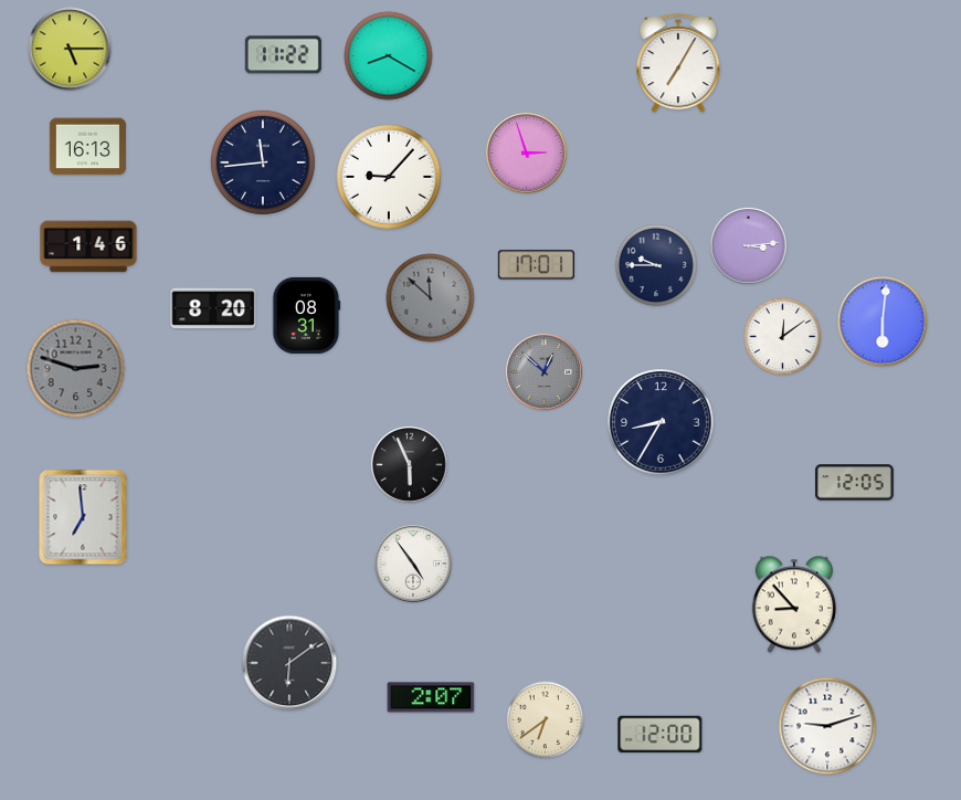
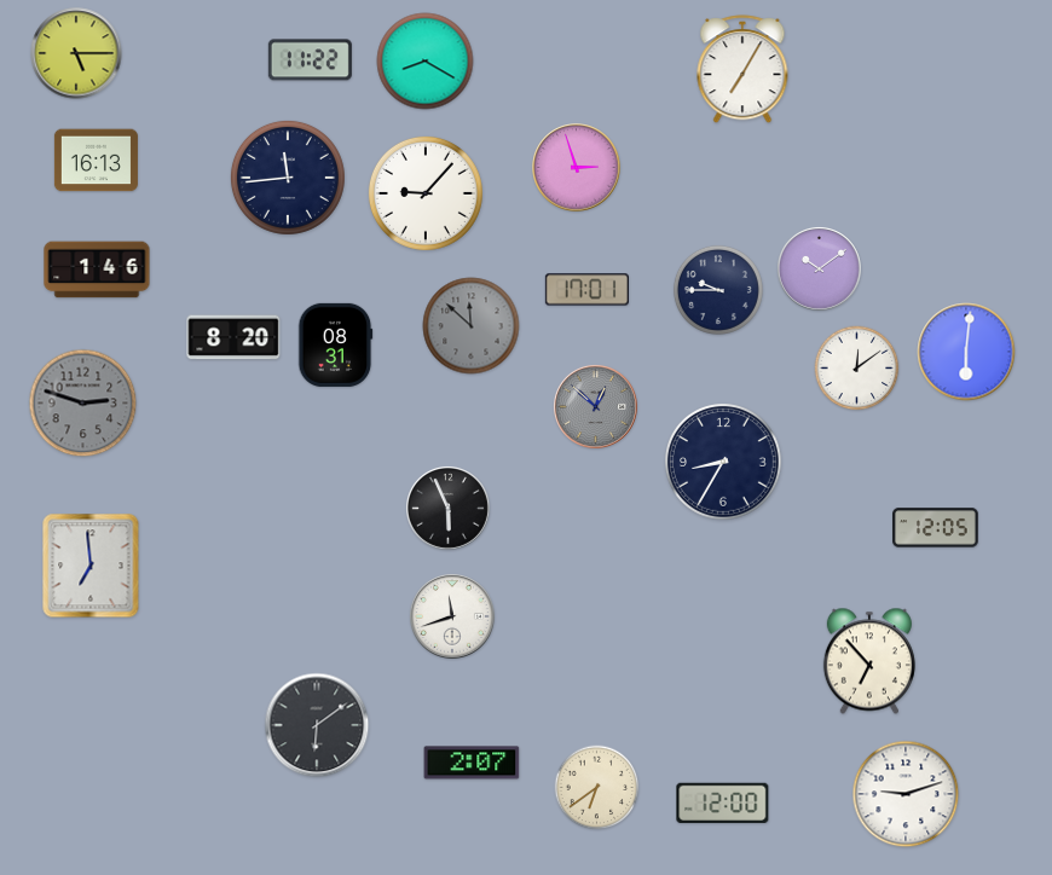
clock at (748, 245): 3:14 -> 10:09
clock at (414, 565): 4:54 -> 11:42
clock at (794, 604): 8:53 -> 6:53
